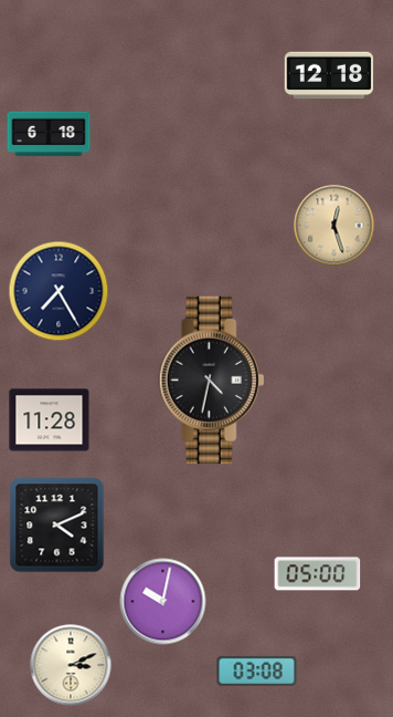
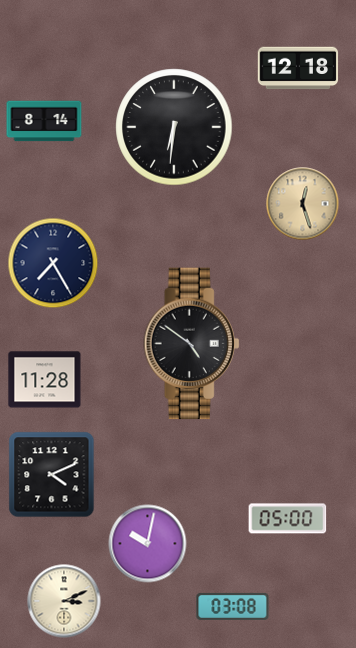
clock at (49, 134): 6:18 -> 8:14
clock at (174, 127): none -> 6:31
clock at (212, 381): 4:32 -> 4:51
